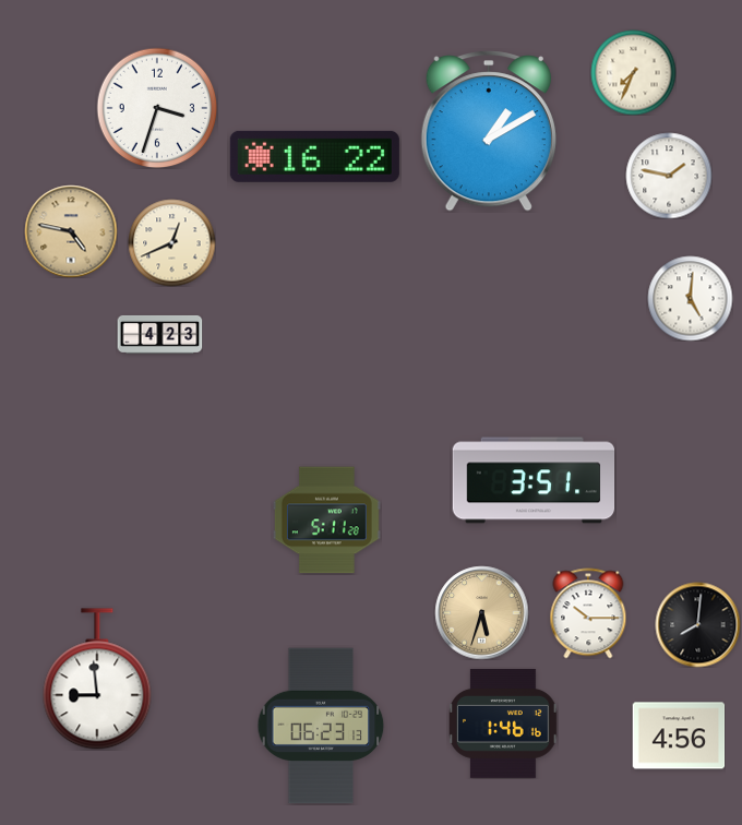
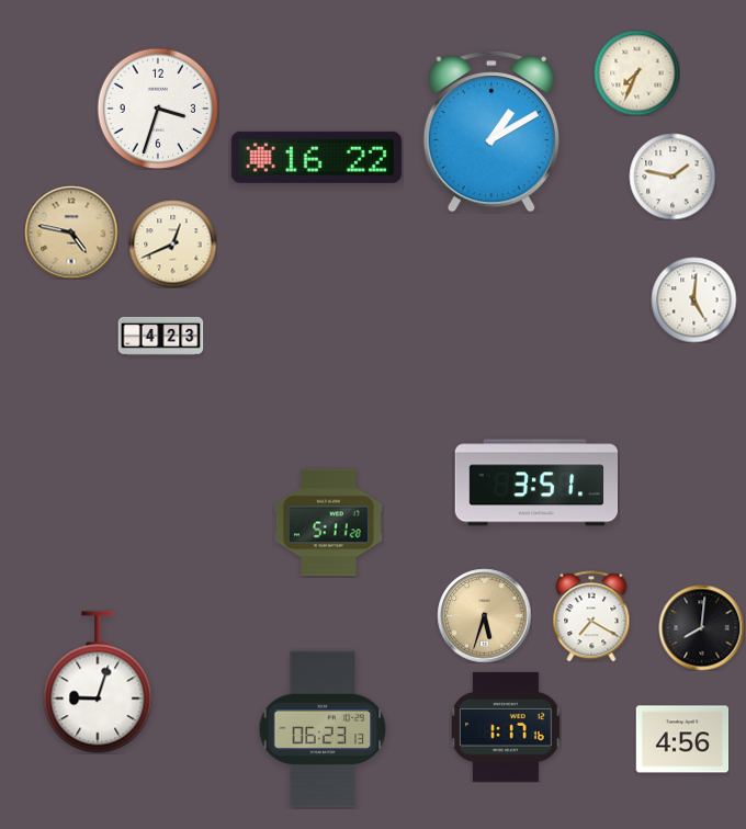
clock at (588, 613): 10:15 -> 7:20
clock at (97, 679): 8:59 -> 9:03
clock at (504, 724): 1:46 -> 1:17
